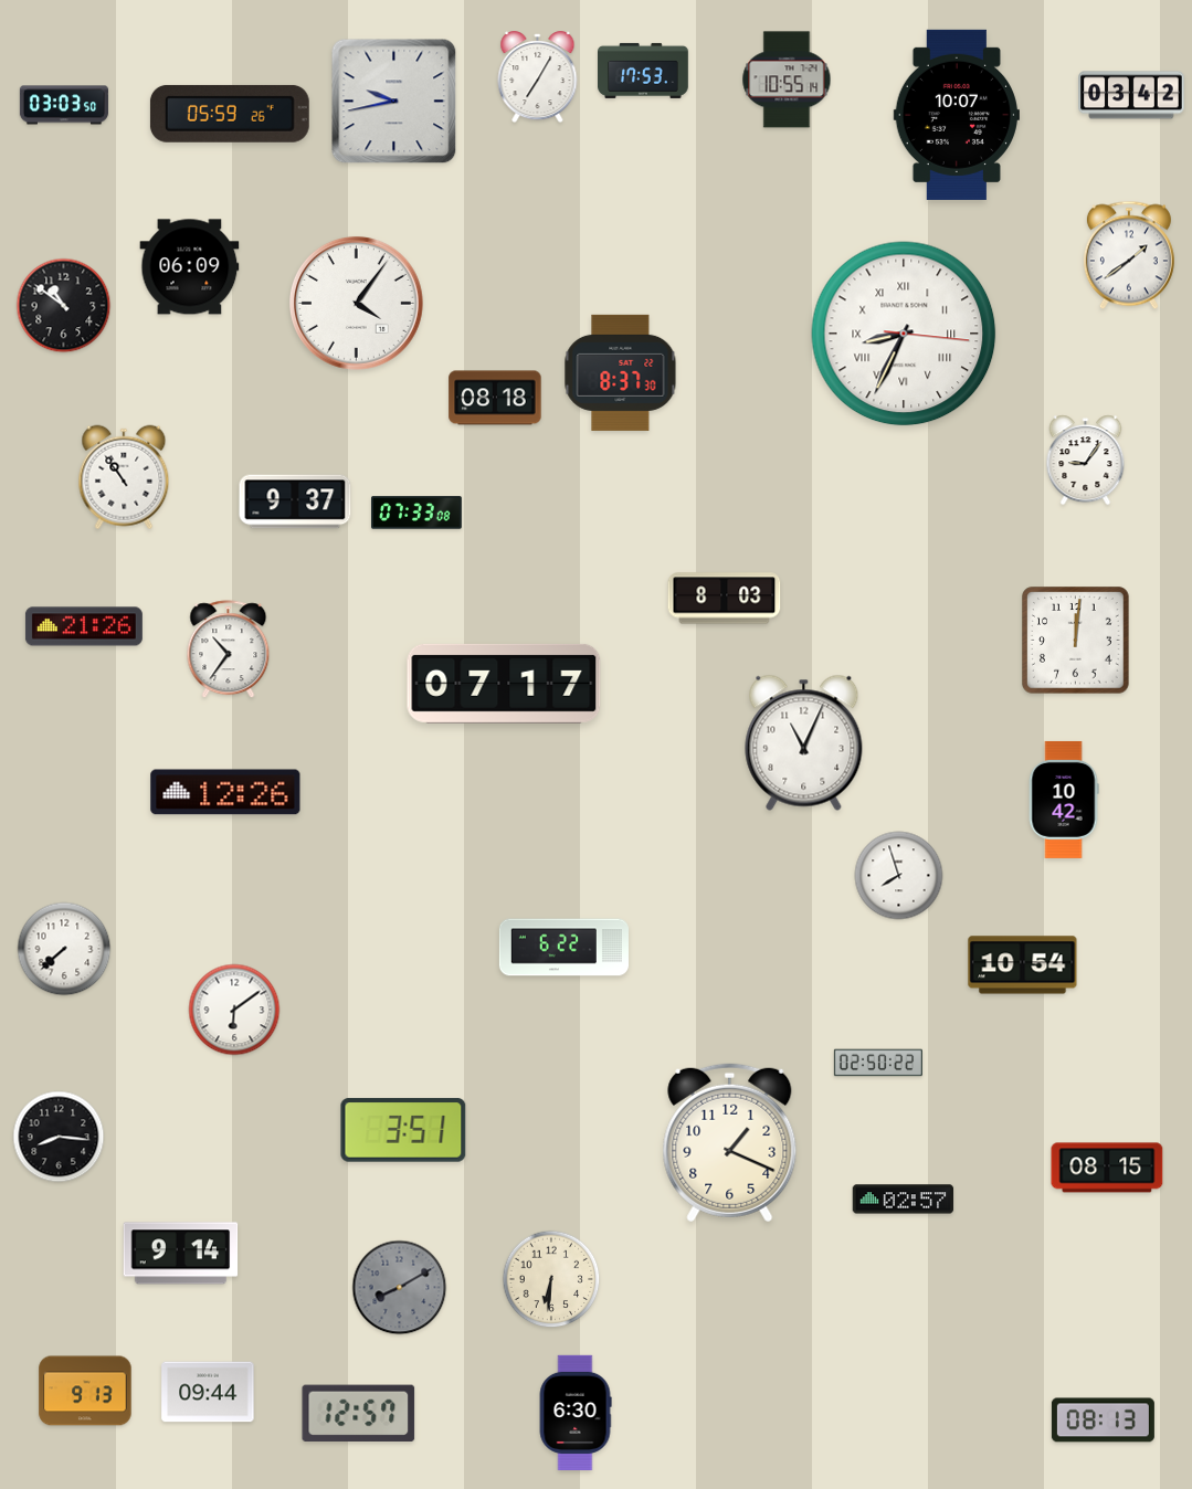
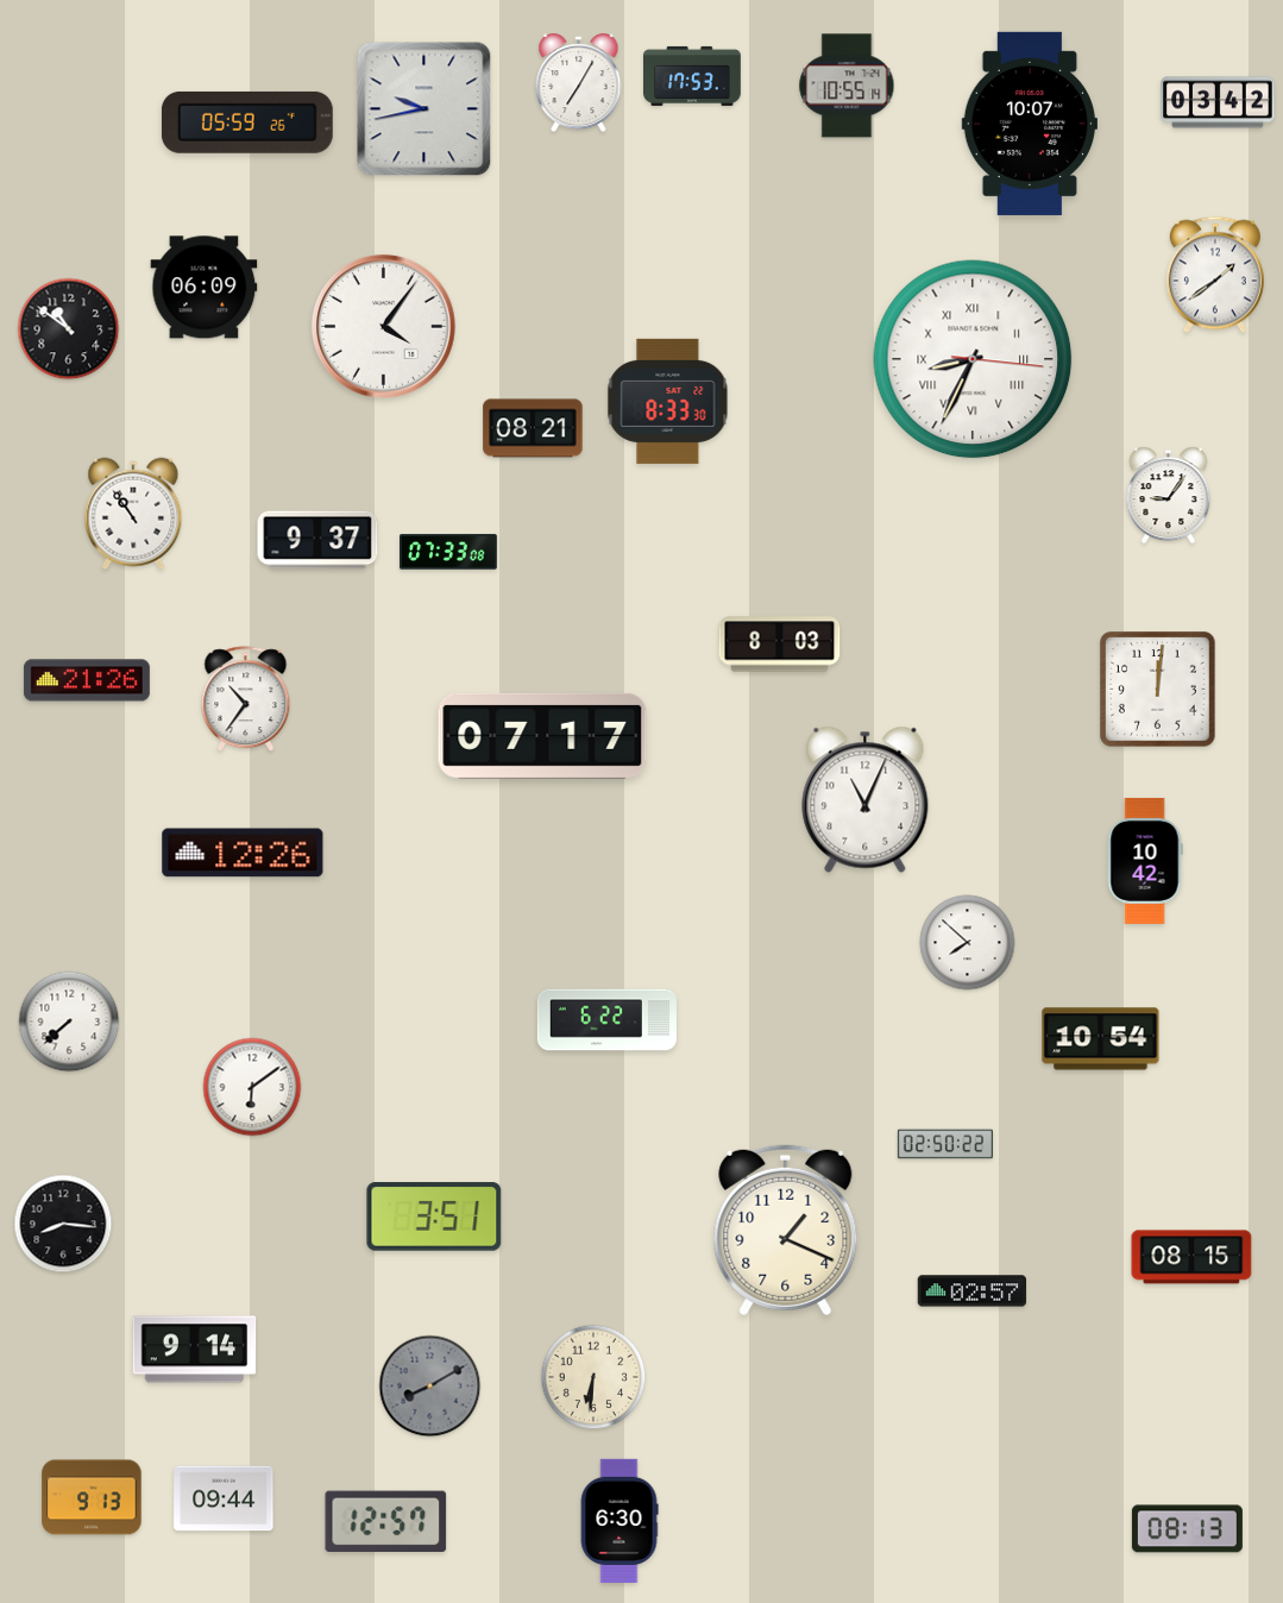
clock at (64, 105): 03:03 -> none
clock at (621, 372): 8:37 -> 8:33
clock at (495, 398): 08:18 -> 08:21
clock at (84, 626) position: (84, 626) -> (87, 680)
clock at (899, 876): 7:57 -> 7:52
